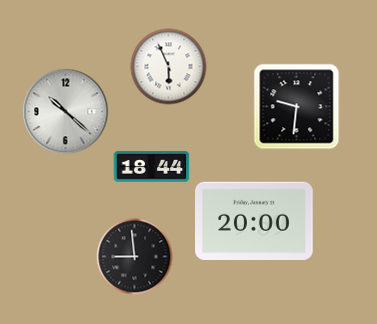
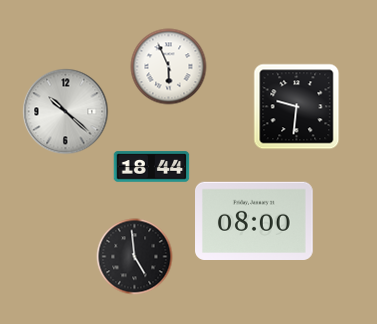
clock at (255, 220): 20:00 -> 08:00
clock at (135, 257): 8:59 -> 4:59
